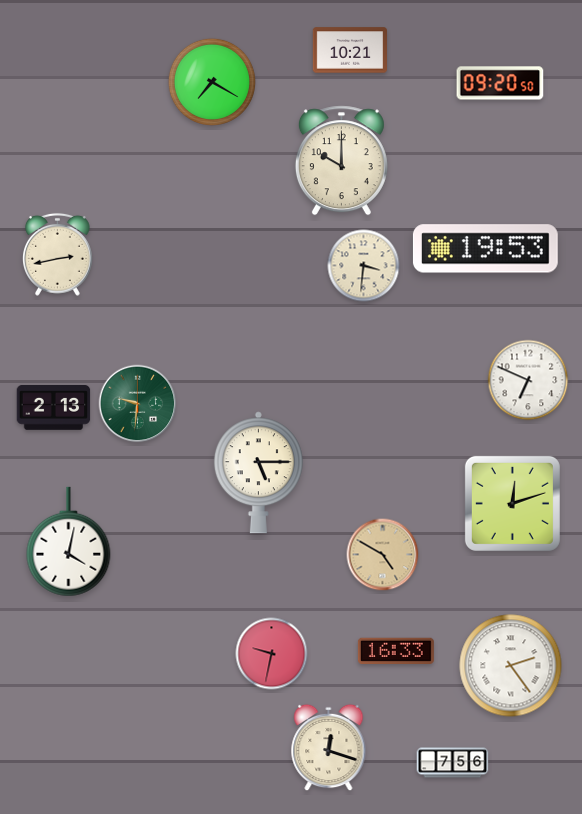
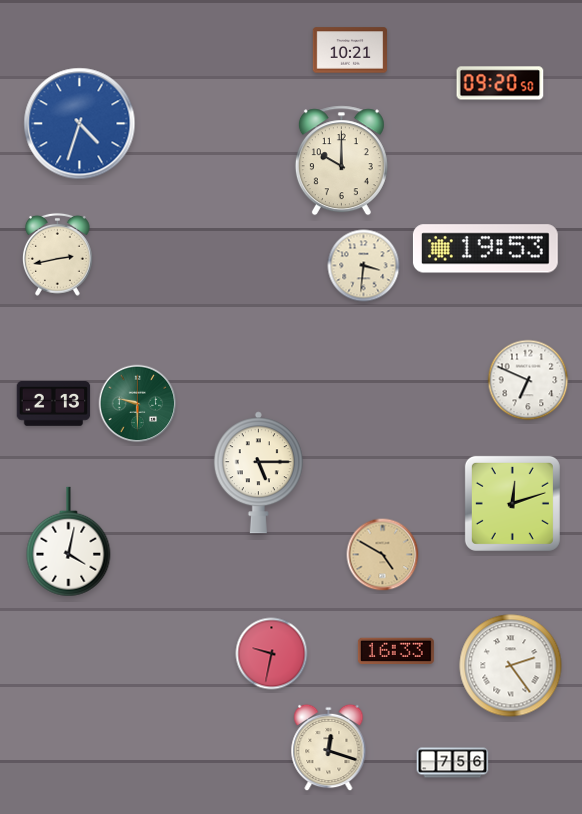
clock at (212, 82): 7:20 -> none
clock at (80, 124): none -> 4:33
clock at (138, 404): 9:31 -> 9:30
clock at (54, 408) position: (54, 408) -> (54, 404)
